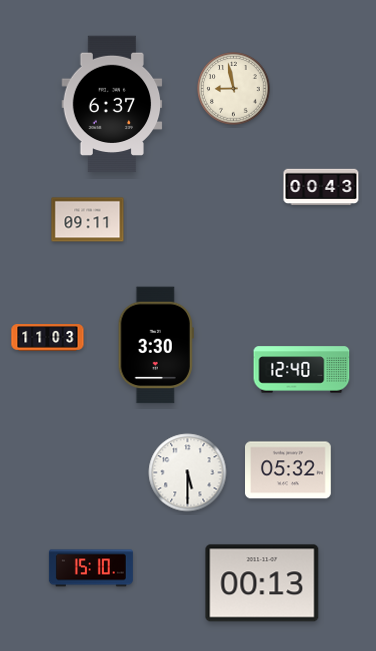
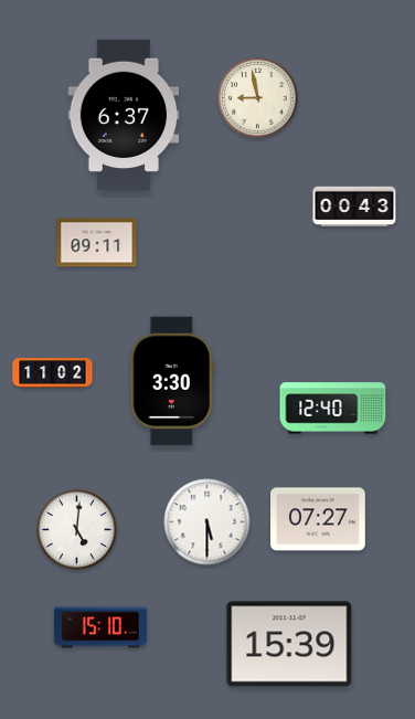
clock at (48, 338): 11:03 -> 11:02
clock at (289, 470): 05:32 -> 07:27
clock at (77, 530): none -> 5:01
clock at (262, 583): 00:13 -> 15:39
